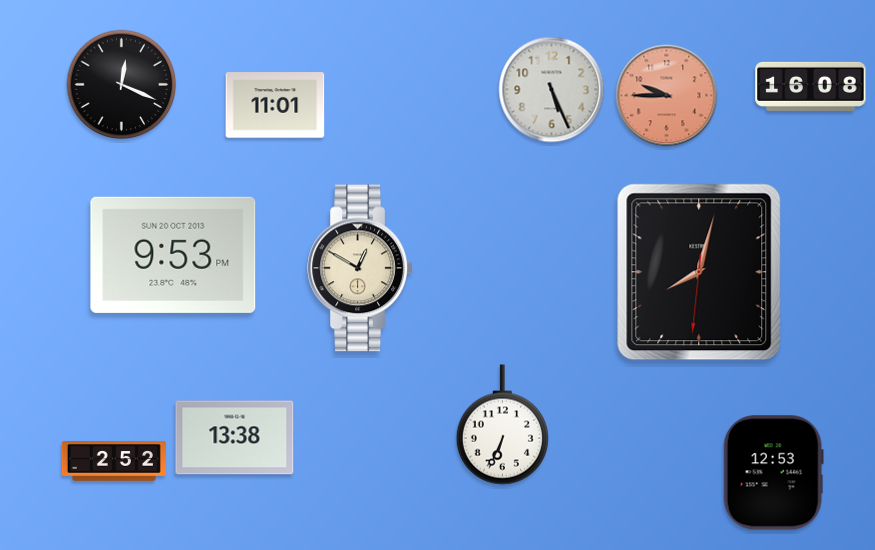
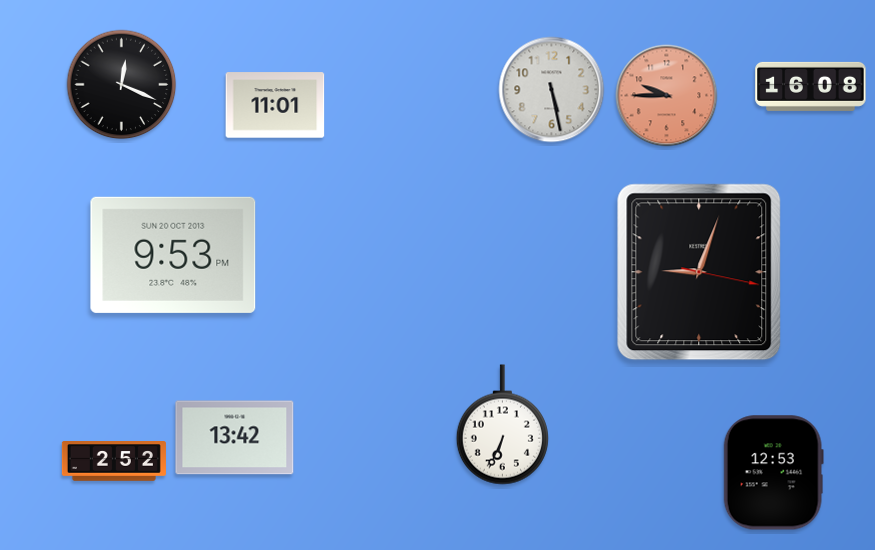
clock at (552, 90): 5:26 -> 5:28
clock at (360, 268): 12:50 -> none
clock at (699, 272): 8:02 -> 9:03
clock at (235, 438): 13:38 -> 13:42
